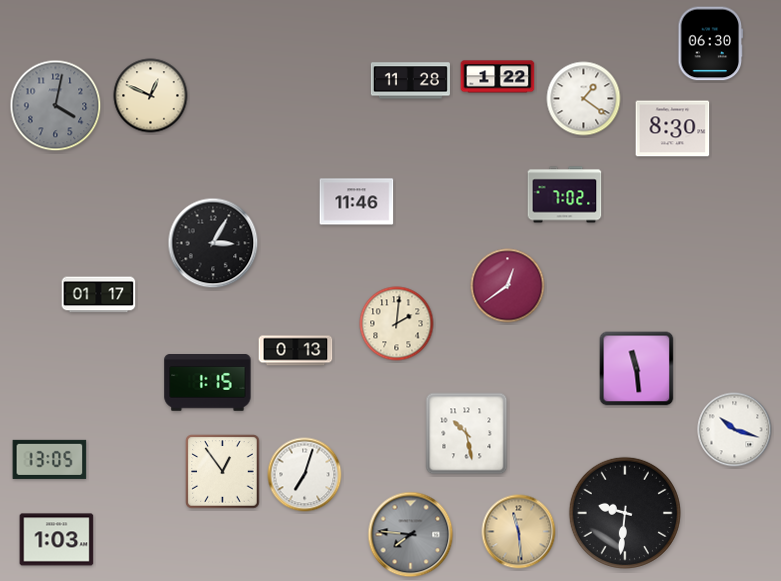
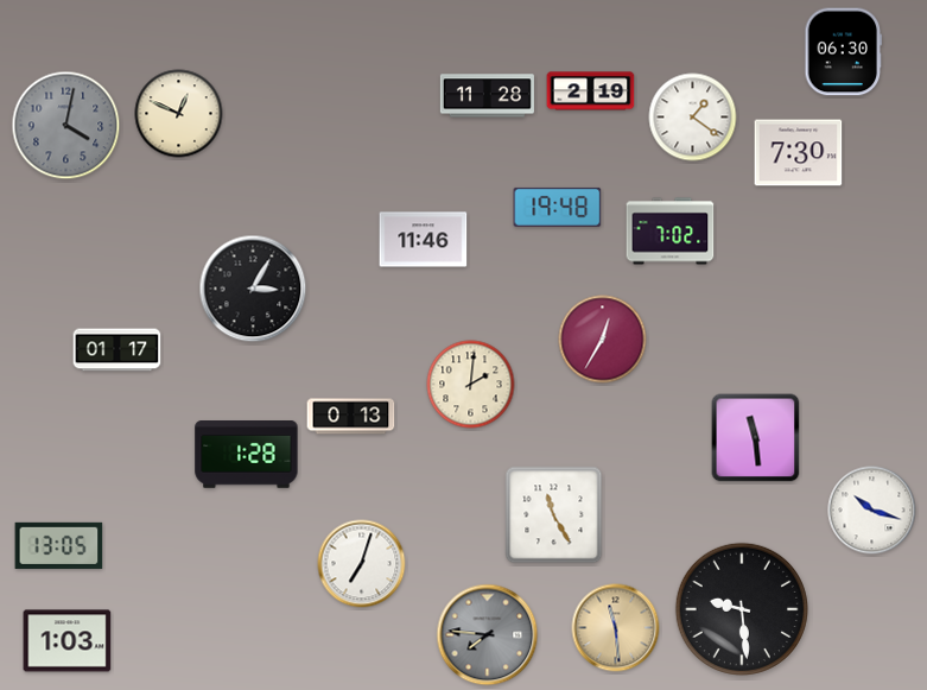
clock at (498, 77): 1:22 -> 2:19
clock at (673, 129): 8:30 -> 7:30
clock at (558, 207): none -> 19:48
clock at (508, 286): 12:39 -> 12:35
clock at (208, 383): 1:15 -> 1:28
clock at (467, 434): 10:28 -> 11:25
clock at (223, 472): 12:54 -> none
clock at (625, 513): 9:31 -> 9:29
clock at (519, 532) position: (519, 532) -> (616, 628)
